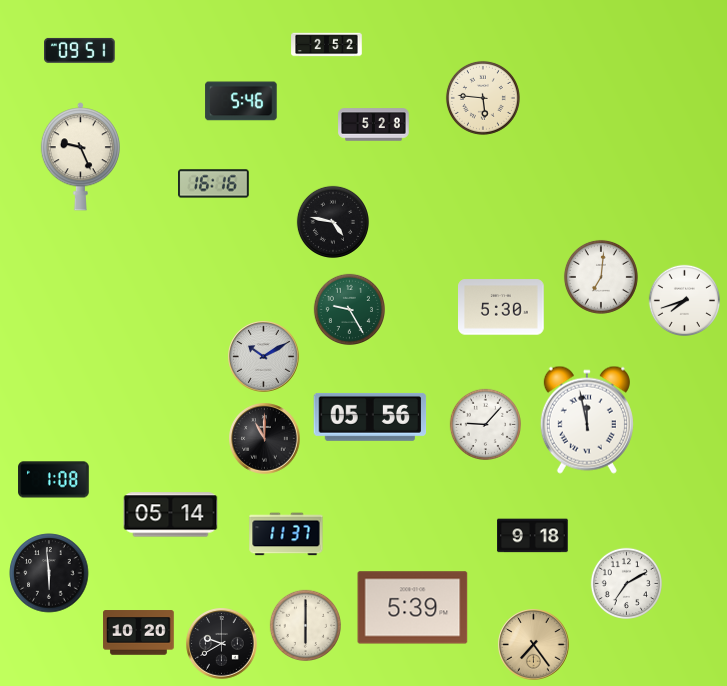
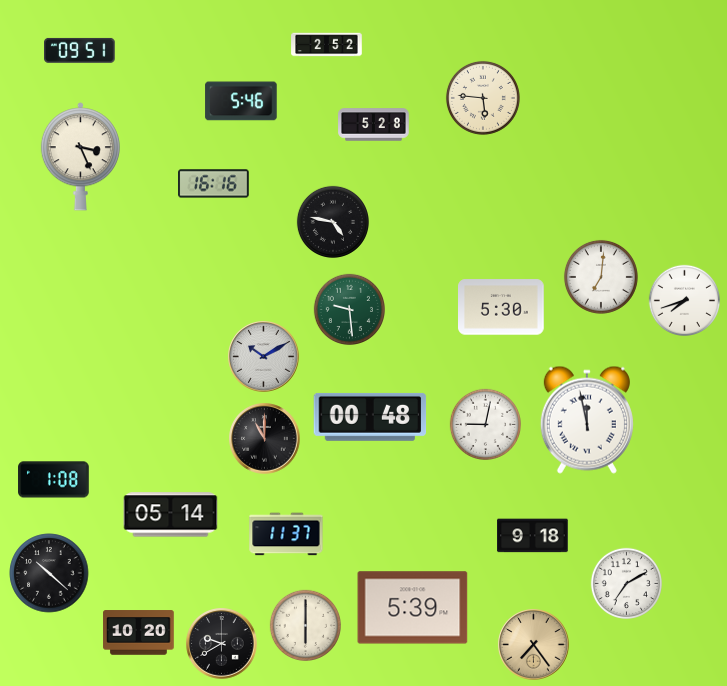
clock at (80, 157): 9:26 -> 3:26
clock at (349, 309): 9:25 -> 9:29
clock at (370, 417): 05:56 -> 00:48
clock at (485, 424): 9:07 -> 9:02
clock at (49, 573): 5:59 -> 10:22
